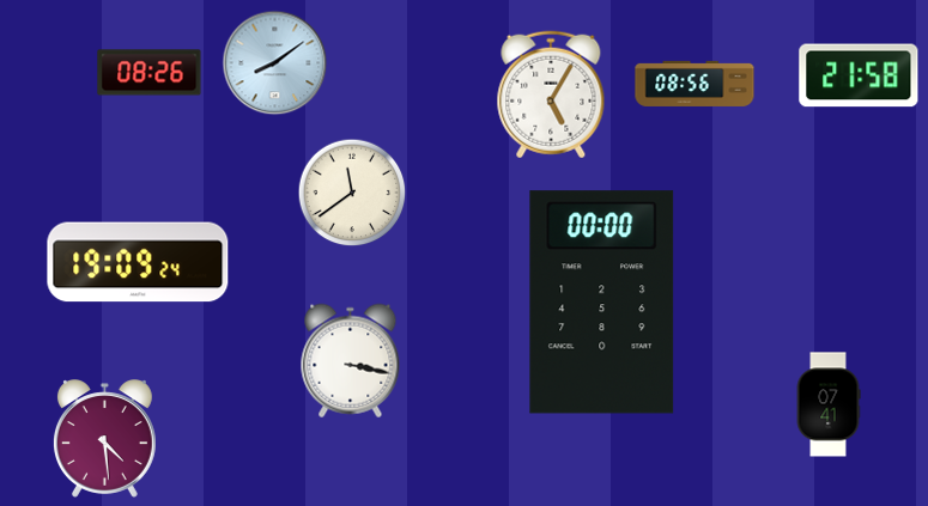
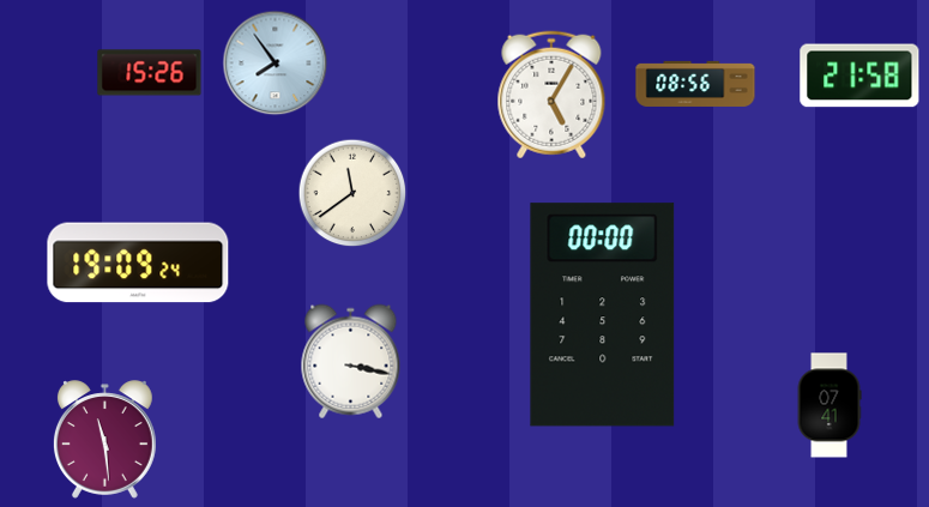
clock at (275, 63): 8:09 -> 7:54
clock at (150, 73): 08:26 -> 15:26
clock at (602, 303) position: (602, 303) -> (603, 315)
clock at (104, 439): 4:29 -> 11:29
